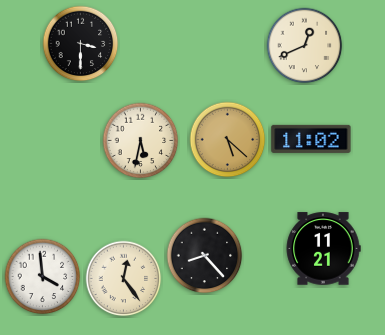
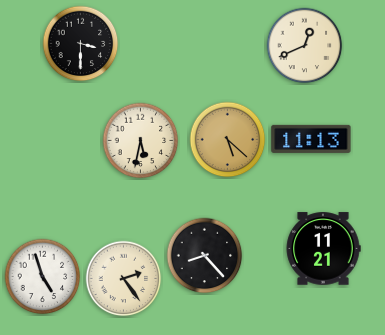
clock at (311, 139): 11:02 -> 11:13
clock at (43, 277): 3:59 -> 4:57
clock at (124, 279): 12:24 -> 2:24
